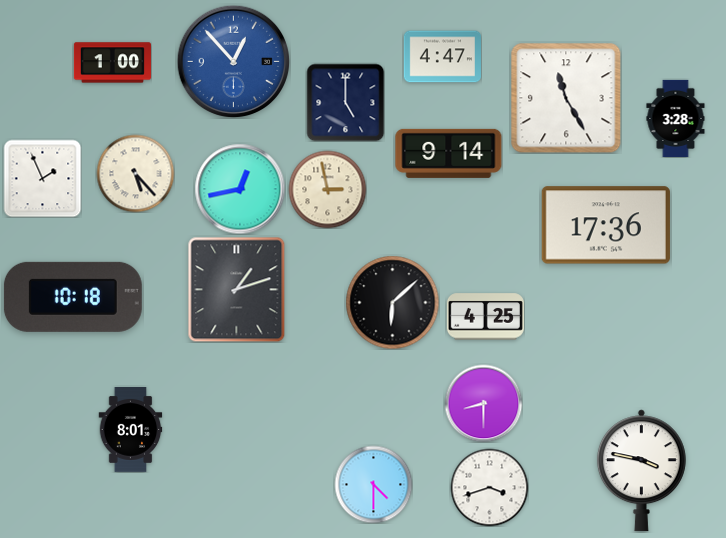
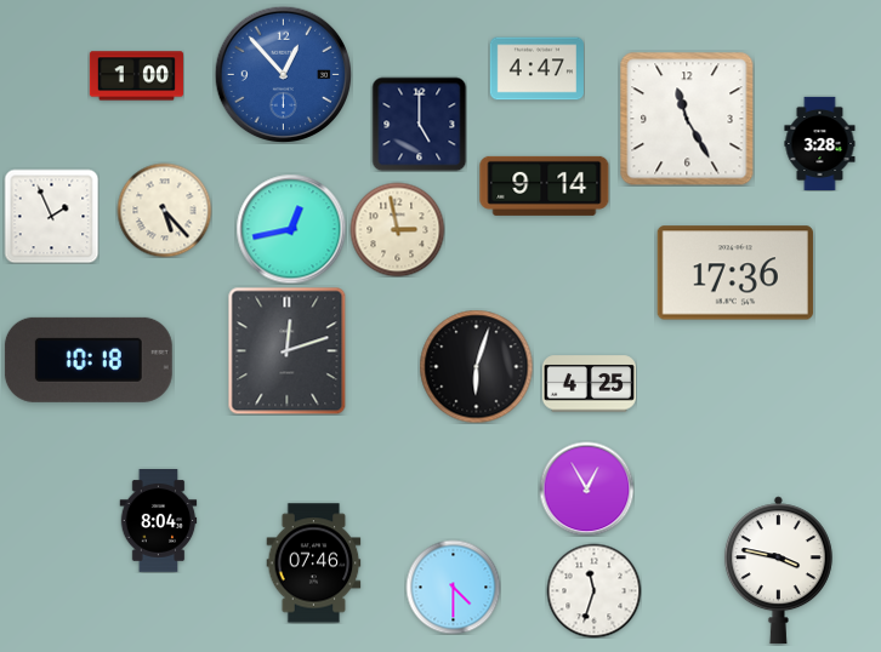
clock at (237, 289): 1:12 -> 12:12
clock at (392, 302): 6:08 -> 6:03
clock at (483, 403): 8:30 -> 12:55
clock at (131, 430): 8:01 -> 8:04
clock at (314, 564): none -> 07:46
clock at (489, 487): 3:42 -> 11:33
